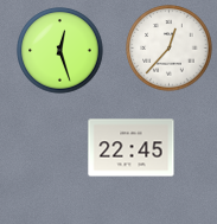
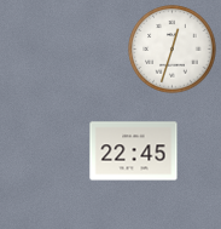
clock at (170, 49): 12:37 -> 12:33
clock at (60, 51): 12:27 -> none
